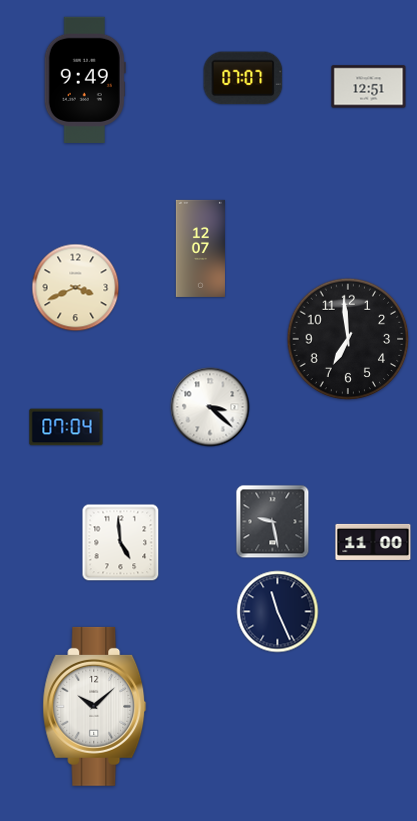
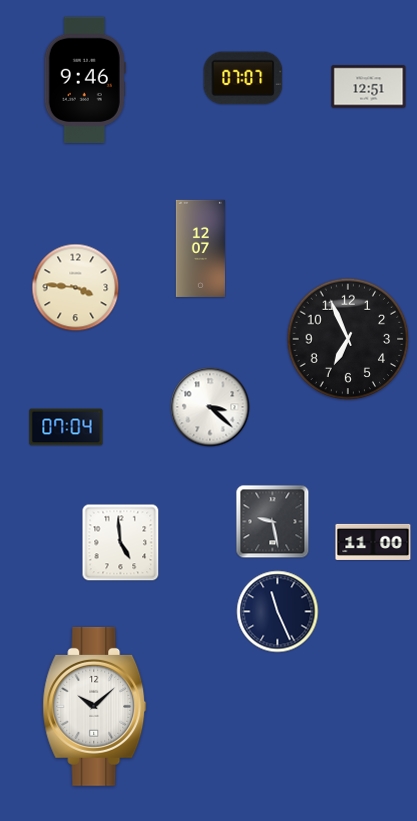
clock at (85, 80): 9:49 -> 9:46
clock at (76, 288): 3:41 -> 3:46
clock at (348, 339): 6:59 -> 6:56
